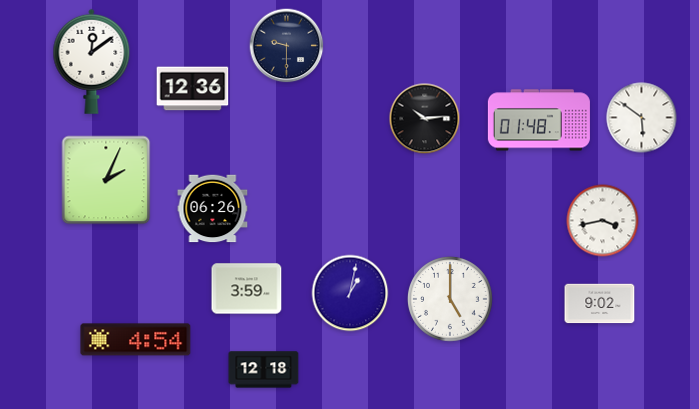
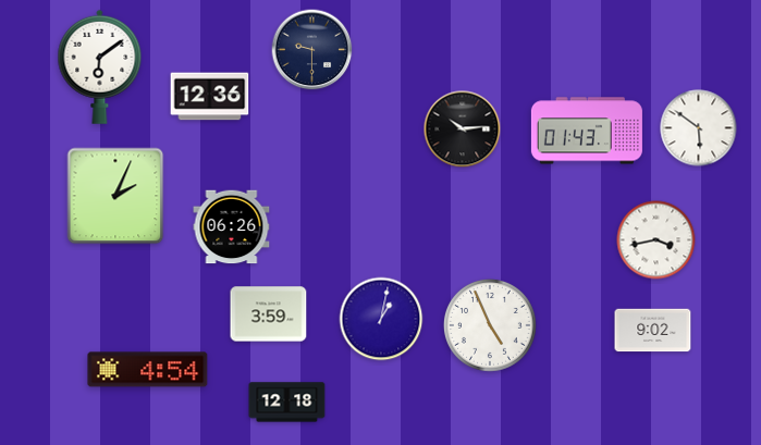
clock at (92, 61): 12:09 -> 6:09
clock at (539, 120): 01:48 -> 01:43
clock at (450, 299): 5:00 -> 4:56
